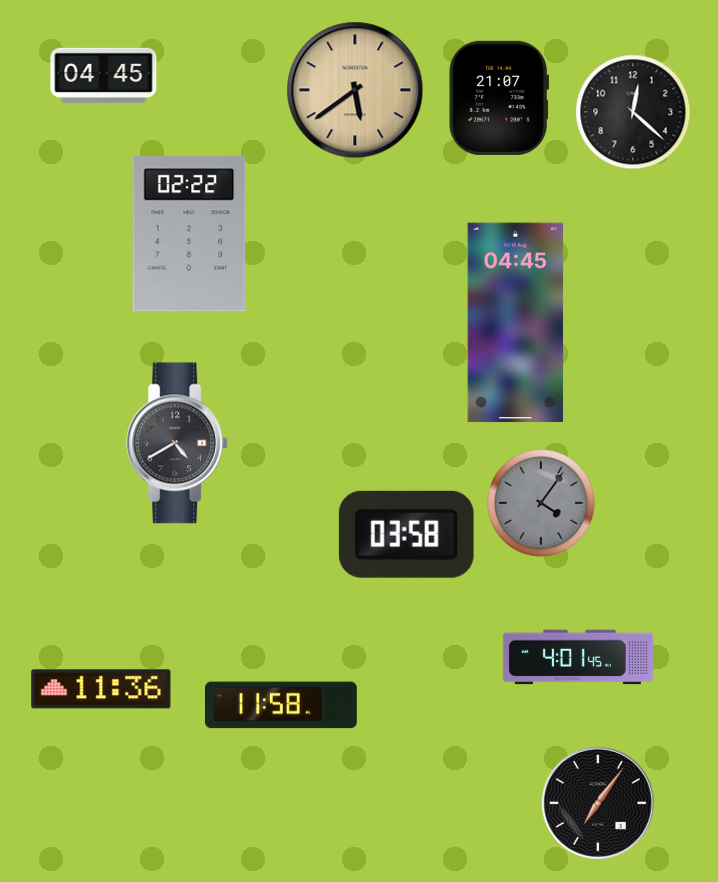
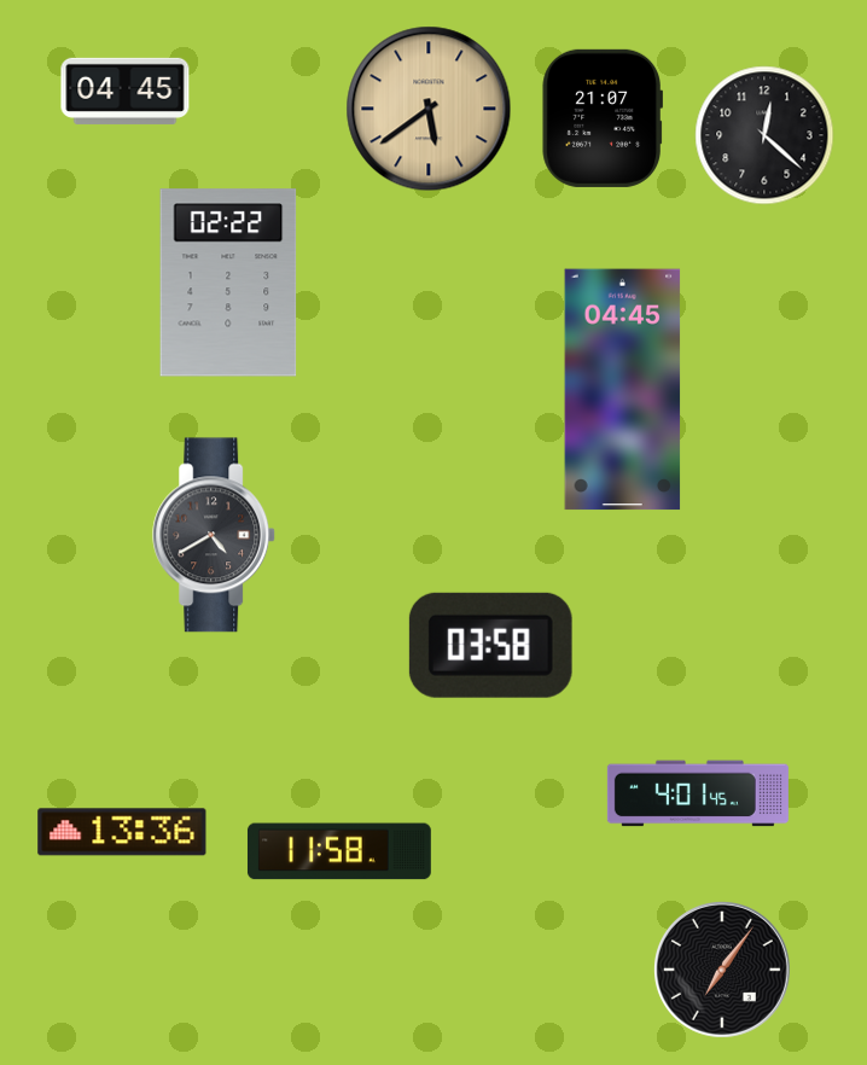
clock at (541, 503): 4:06 -> none
clock at (101, 689): 11:36 -> 13:36
